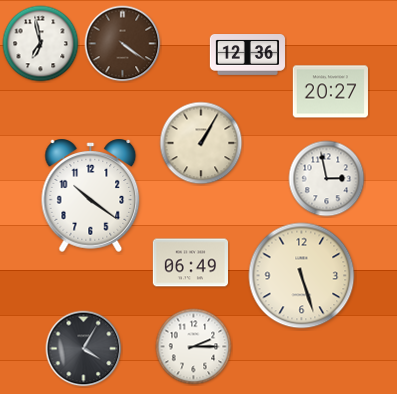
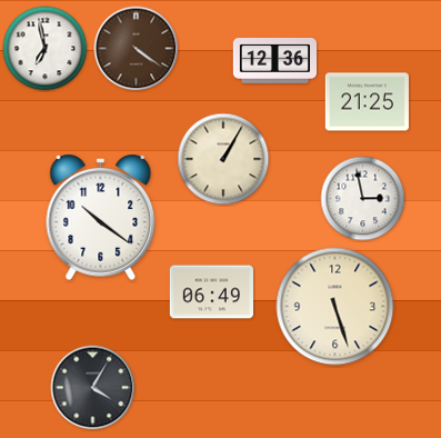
clock at (330, 92): 20:27 -> 21:25
clock at (194, 347): 2:15 -> none
